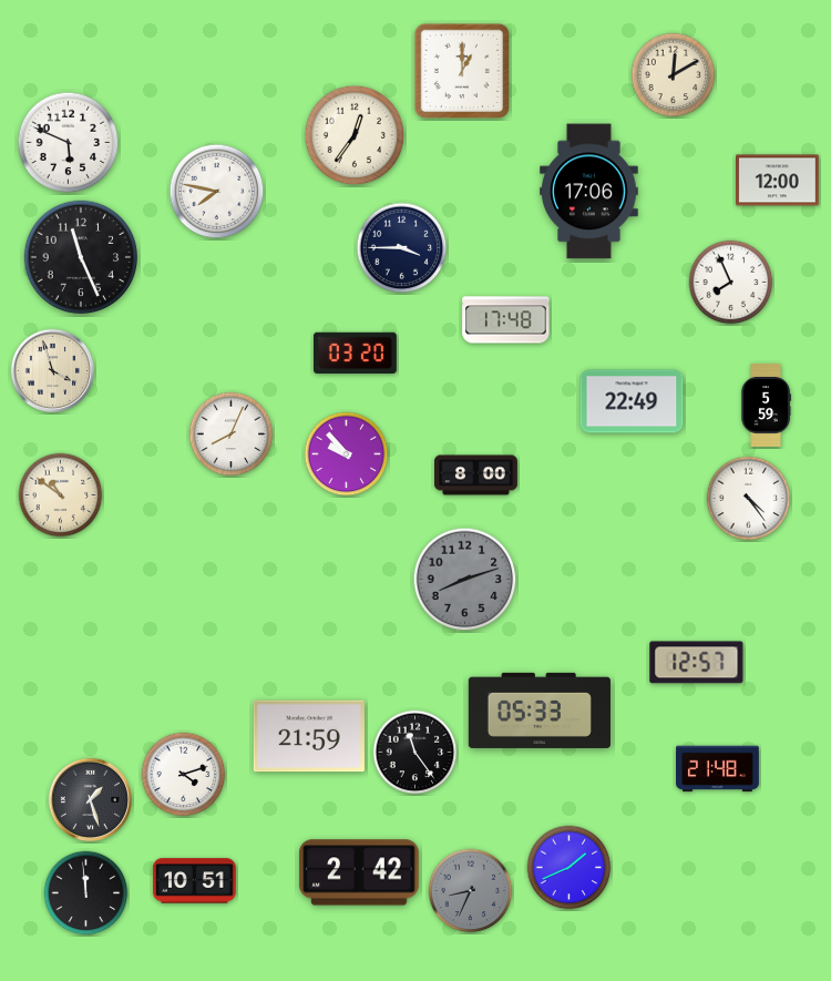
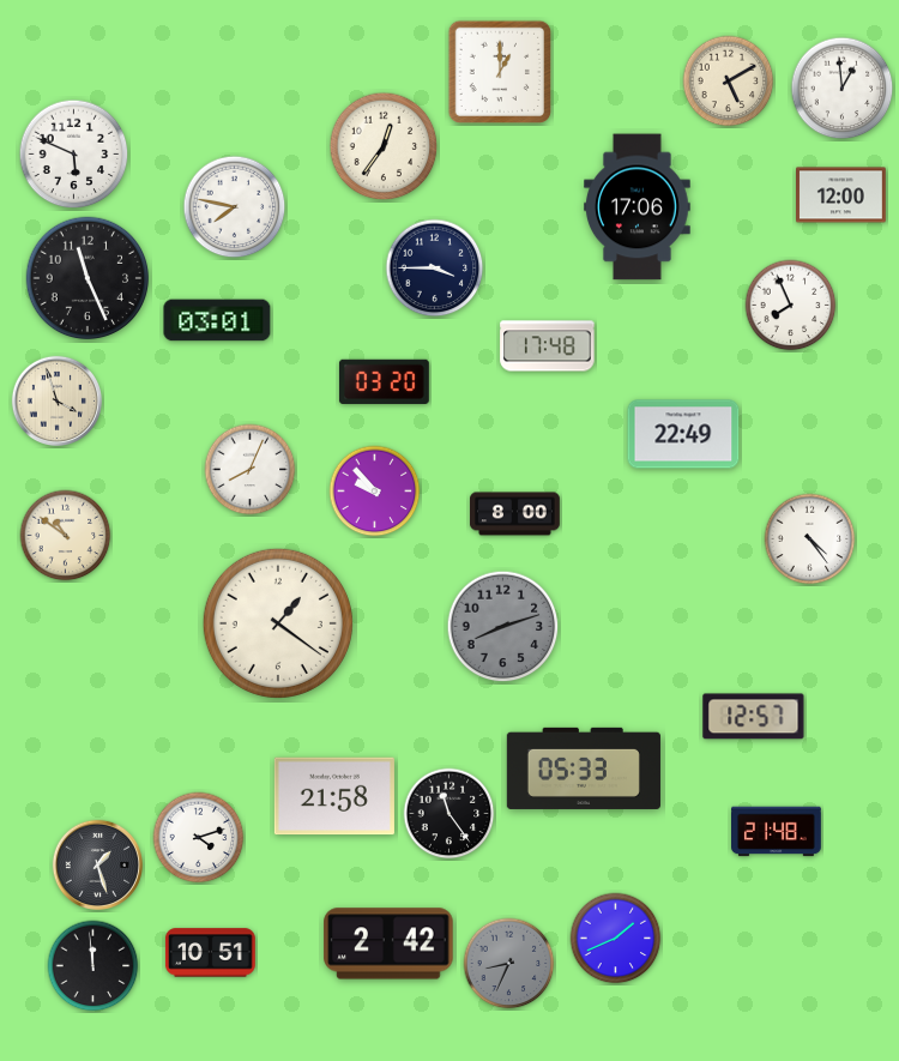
clock at (462, 71) position: (462, 71) -> (500, 72)
clock at (674, 75): 12:10 -> 5:10
clock at (843, 89): none -> 12:59
clock at (217, 320): none -> 03:01
clock at (766, 406): 5:59 -> none
clock at (278, 623): none -> 1:21
clock at (309, 736): 21:59 -> 21:58
